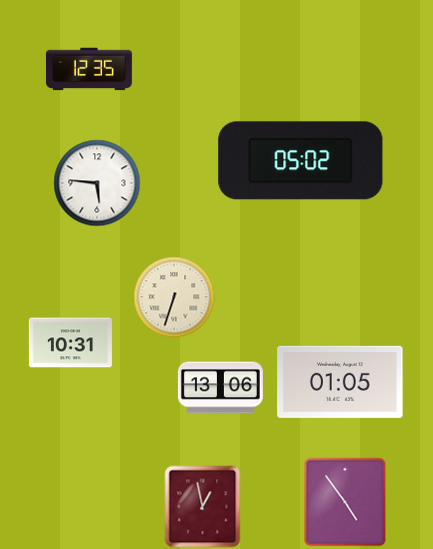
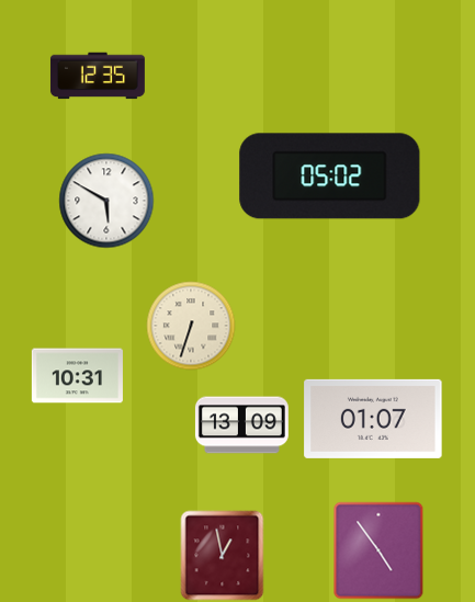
clock at (97, 183): 5:46 -> 5:50
clock at (340, 382): 01:05 -> 01:07
clock at (220, 388): 13:06 -> 13:09
